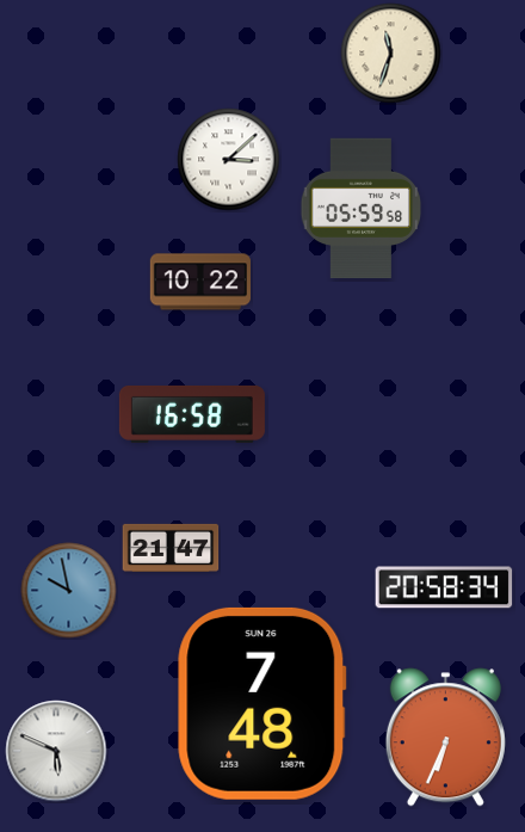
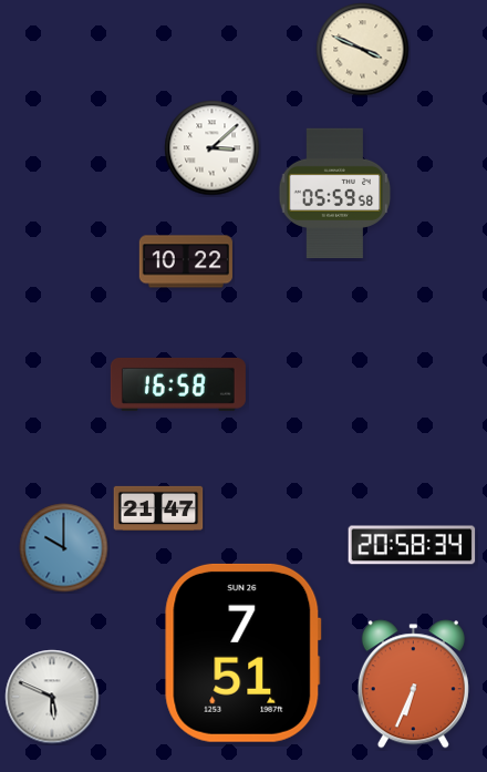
clock at (391, 54): 11:33 -> 3:49
clock at (69, 591): 9:58 -> 10:00
clock at (262, 703): 7:48 -> 7:51
